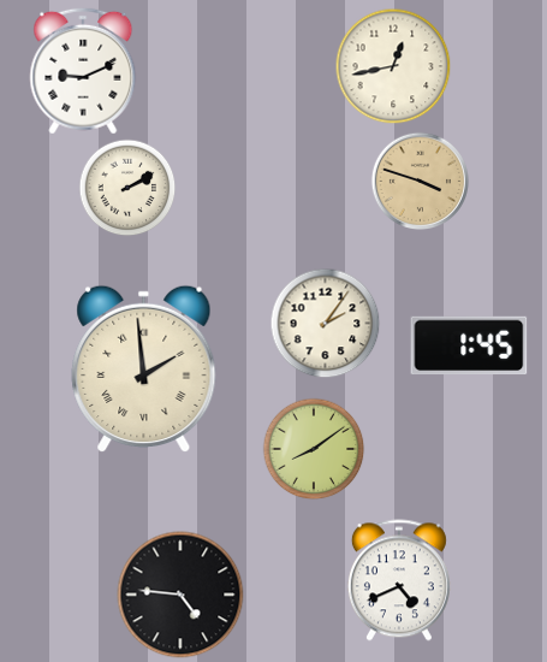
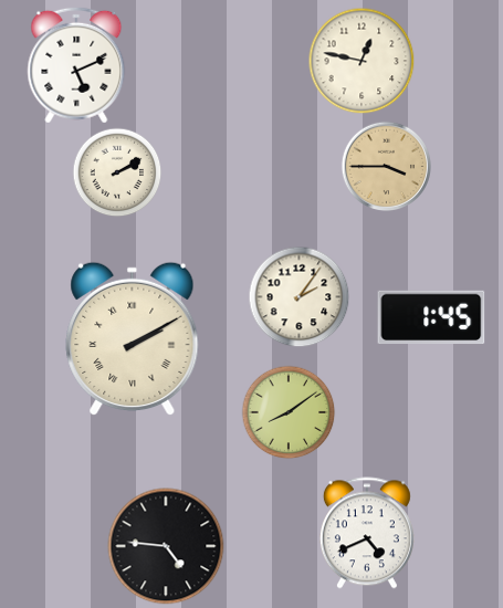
clock at (393, 66): 12:43 -> 12:47
clock at (83, 71): 9:11 -> 5:11
clock at (420, 181): 3:48 -> 3:45
clock at (144, 370): 1:59 -> 2:10
